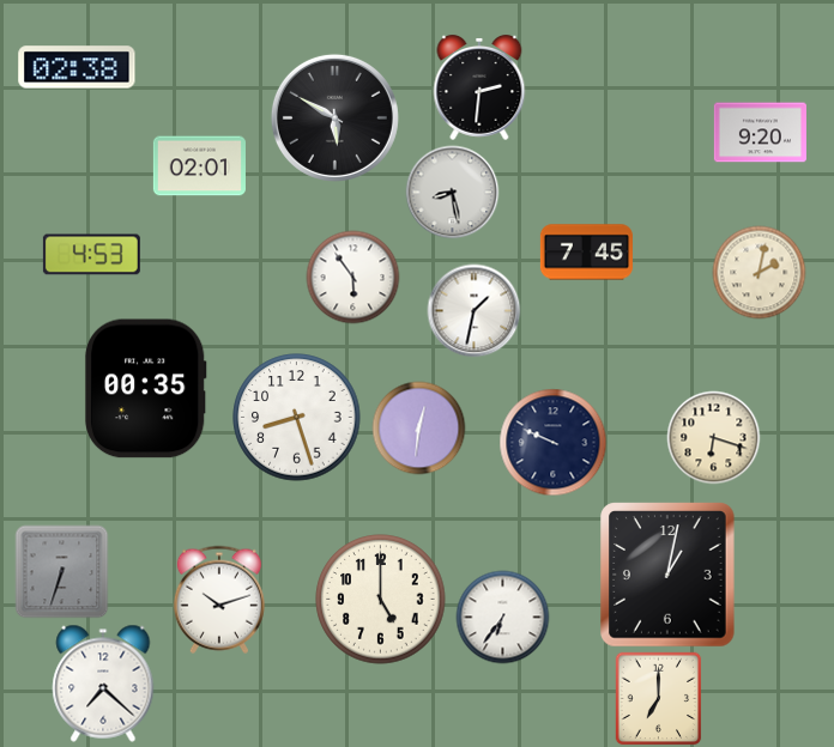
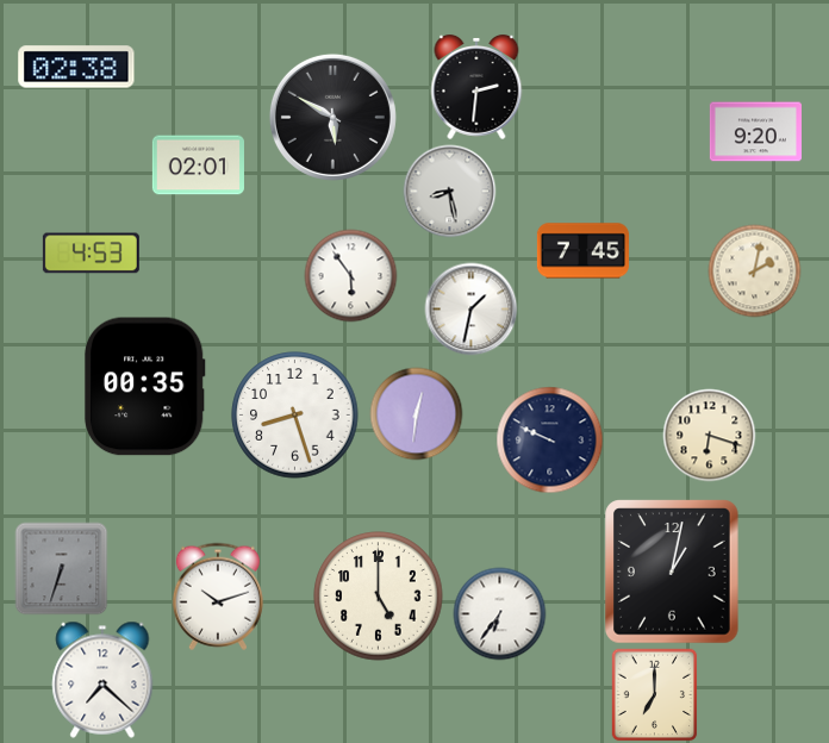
clock at (418, 427) position: (418, 427) -> (416, 413)
clock at (667, 575) position: (667, 575) -> (672, 572)
